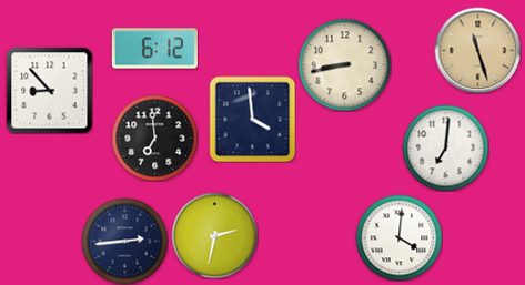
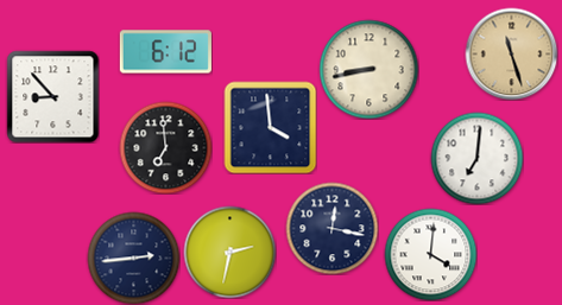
clock at (331, 228): none -> 12:17
clock at (398, 237) position: (398, 237) -> (430, 254)
